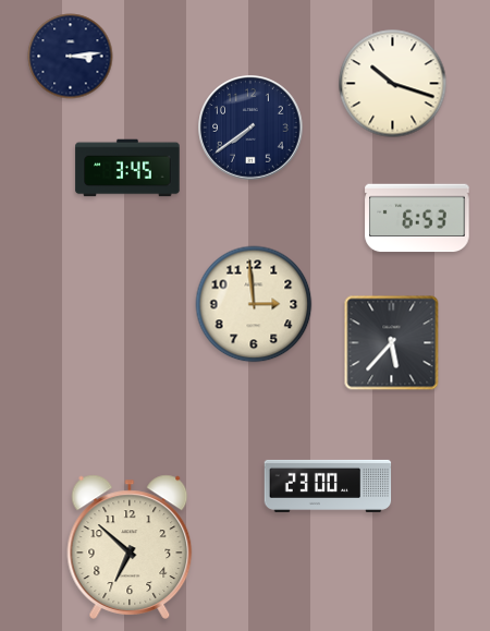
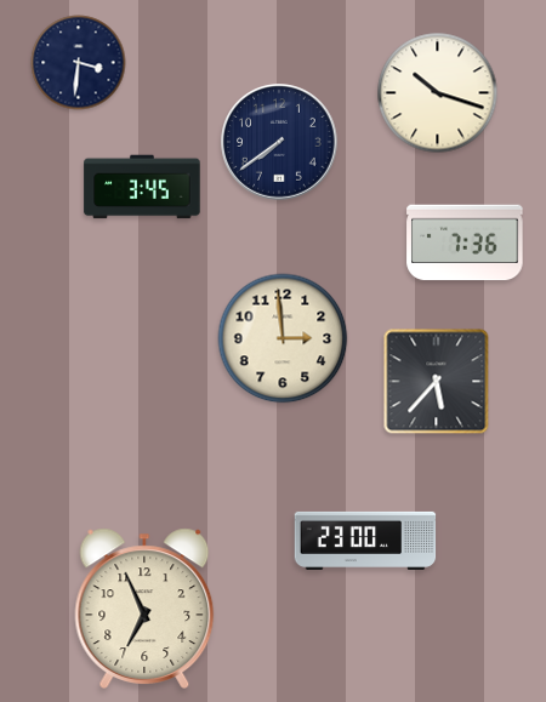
clock at (71, 57): 3:14 -> 3:31
clock at (417, 218): 6:53 -> 7:36
clock at (130, 547): 6:52 -> 6:56
